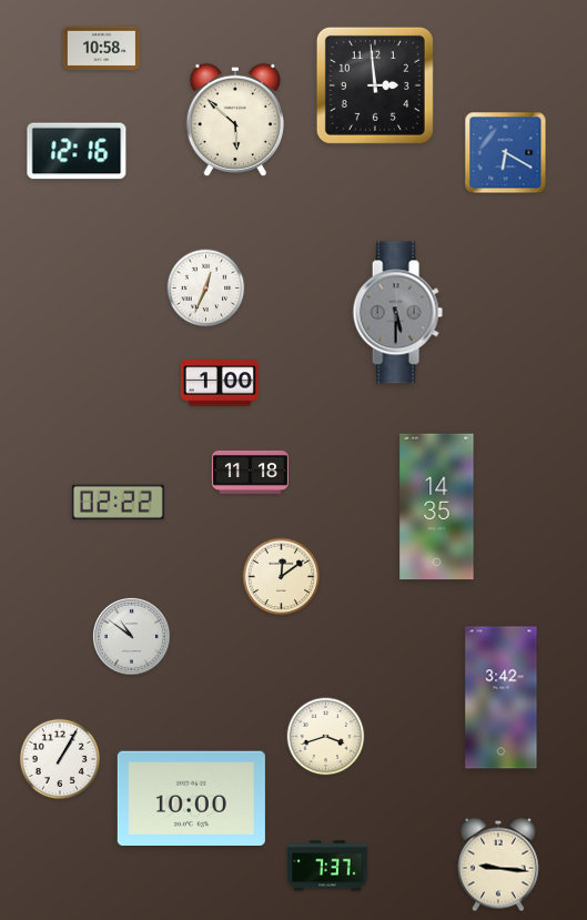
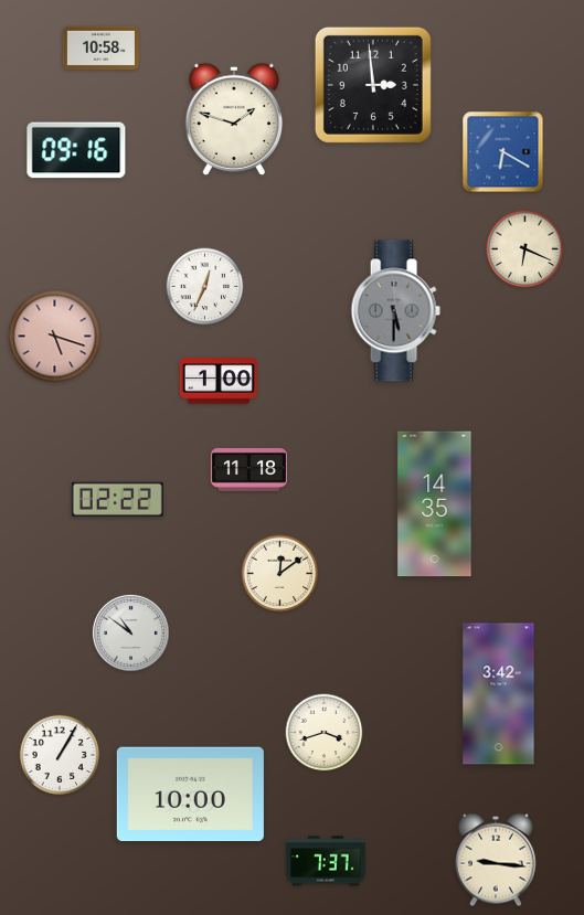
clock at (234, 120): 5:52 -> 1:48
clock at (77, 151): 12:16 -> 09:16
clock at (525, 249): none -> 6:19
clock at (55, 337): none -> 5:18
